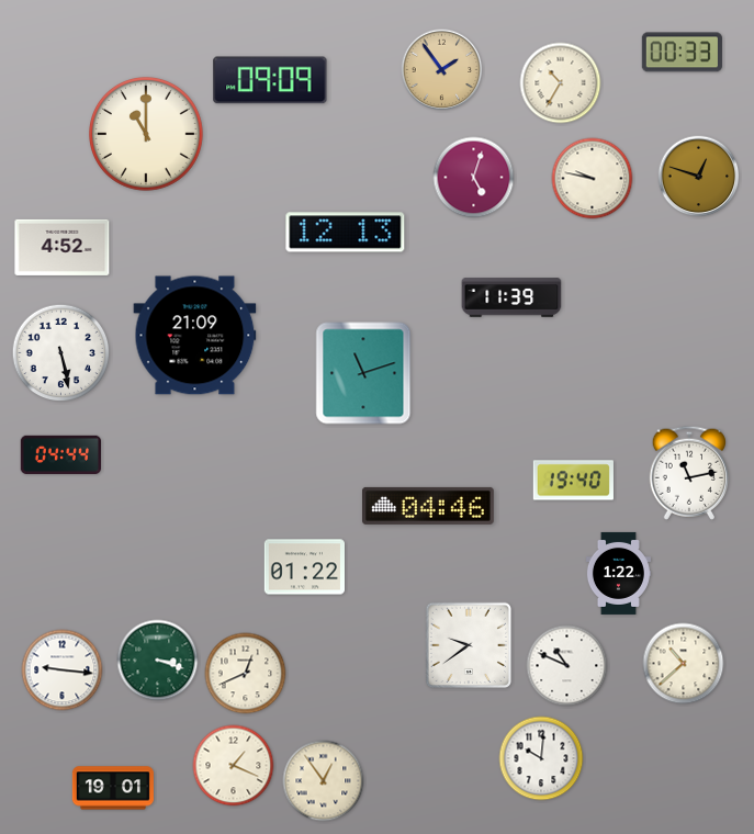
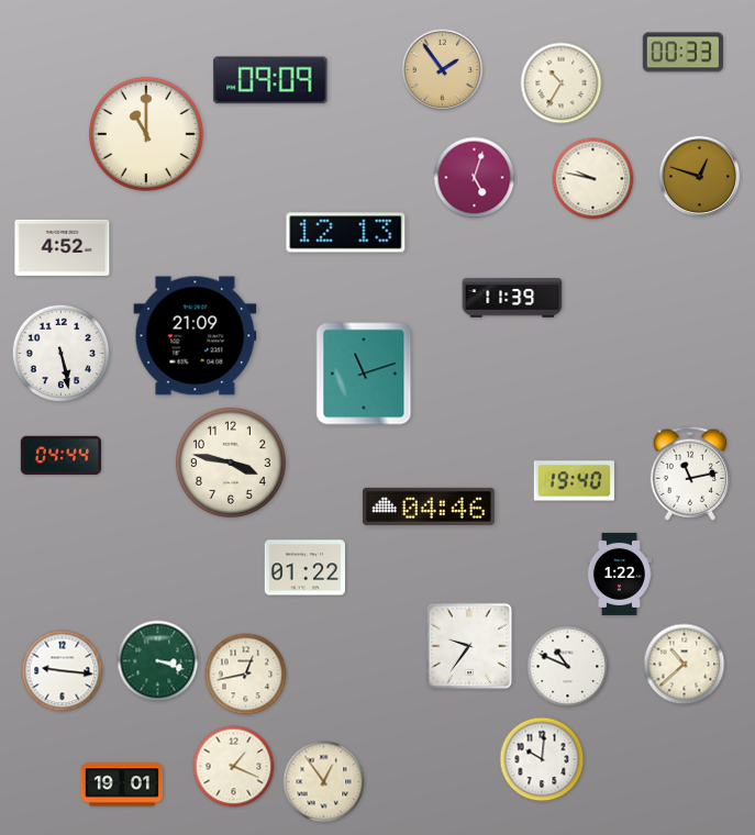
clock at (231, 463): none -> 3:47
clock at (469, 645): 9:39 -> 9:36
clock at (246, 674): 12:41 -> 12:43
clock at (113, 788) position: (113, 788) -> (122, 784)
